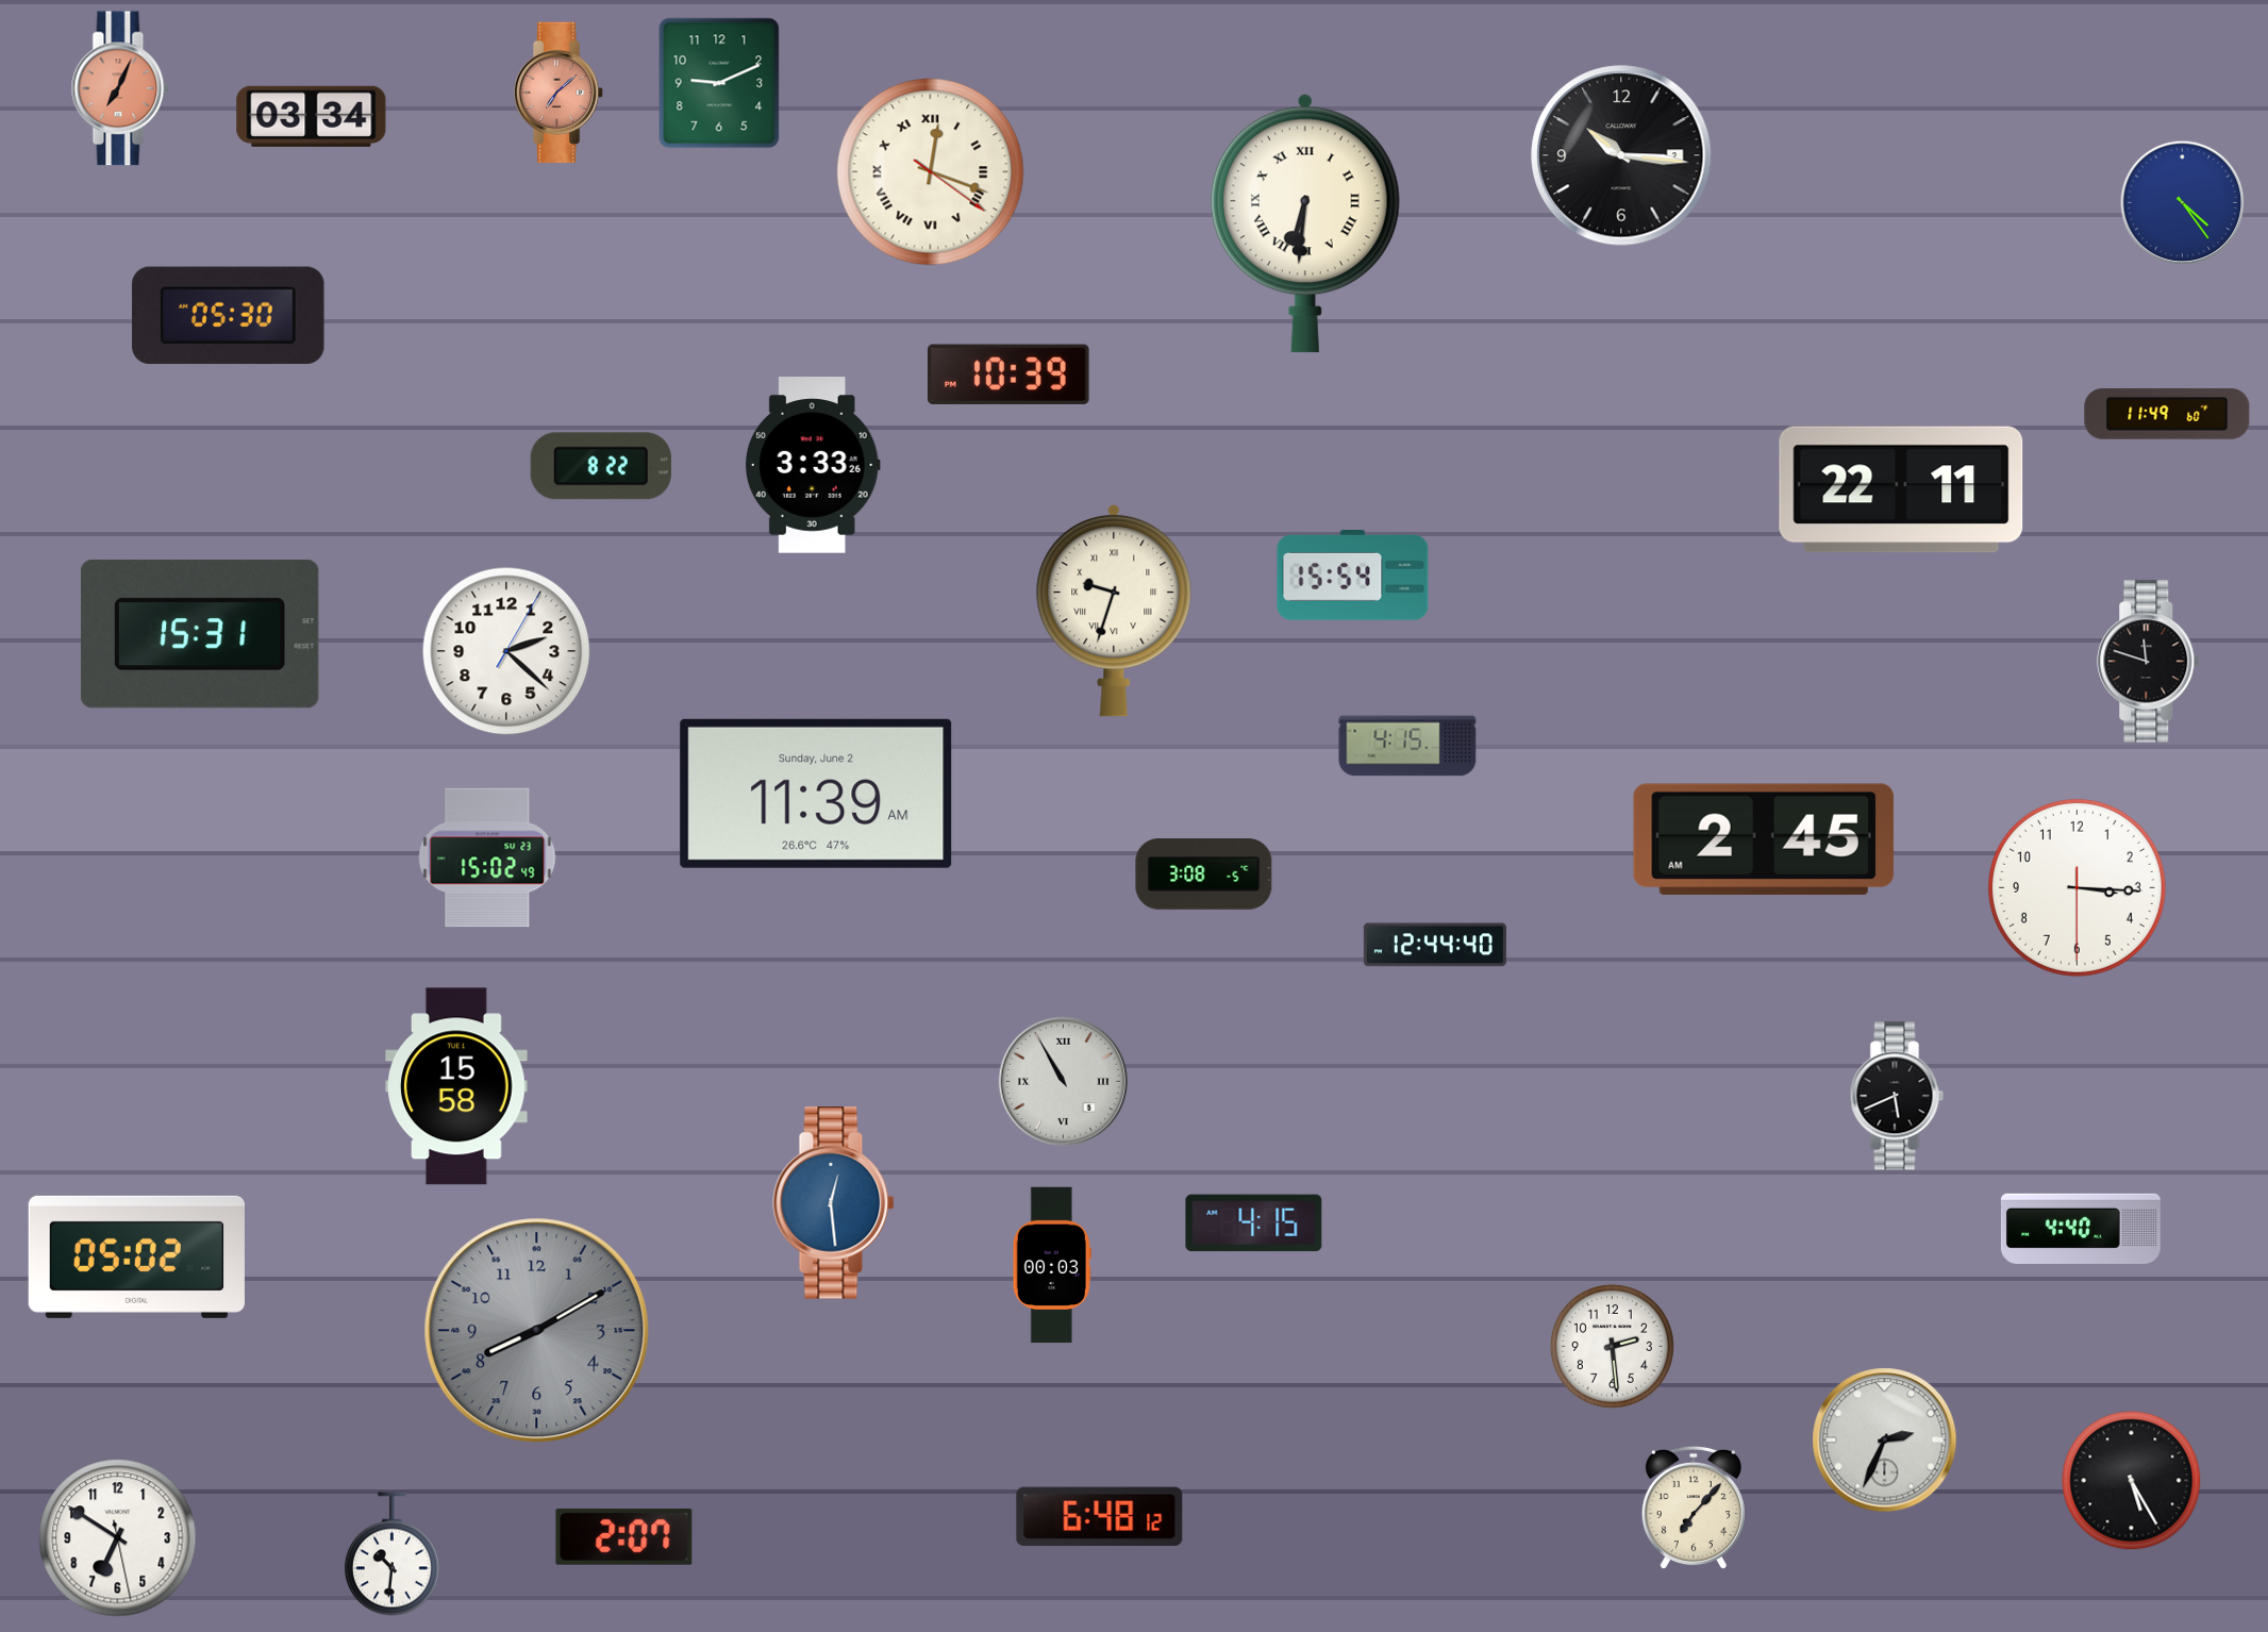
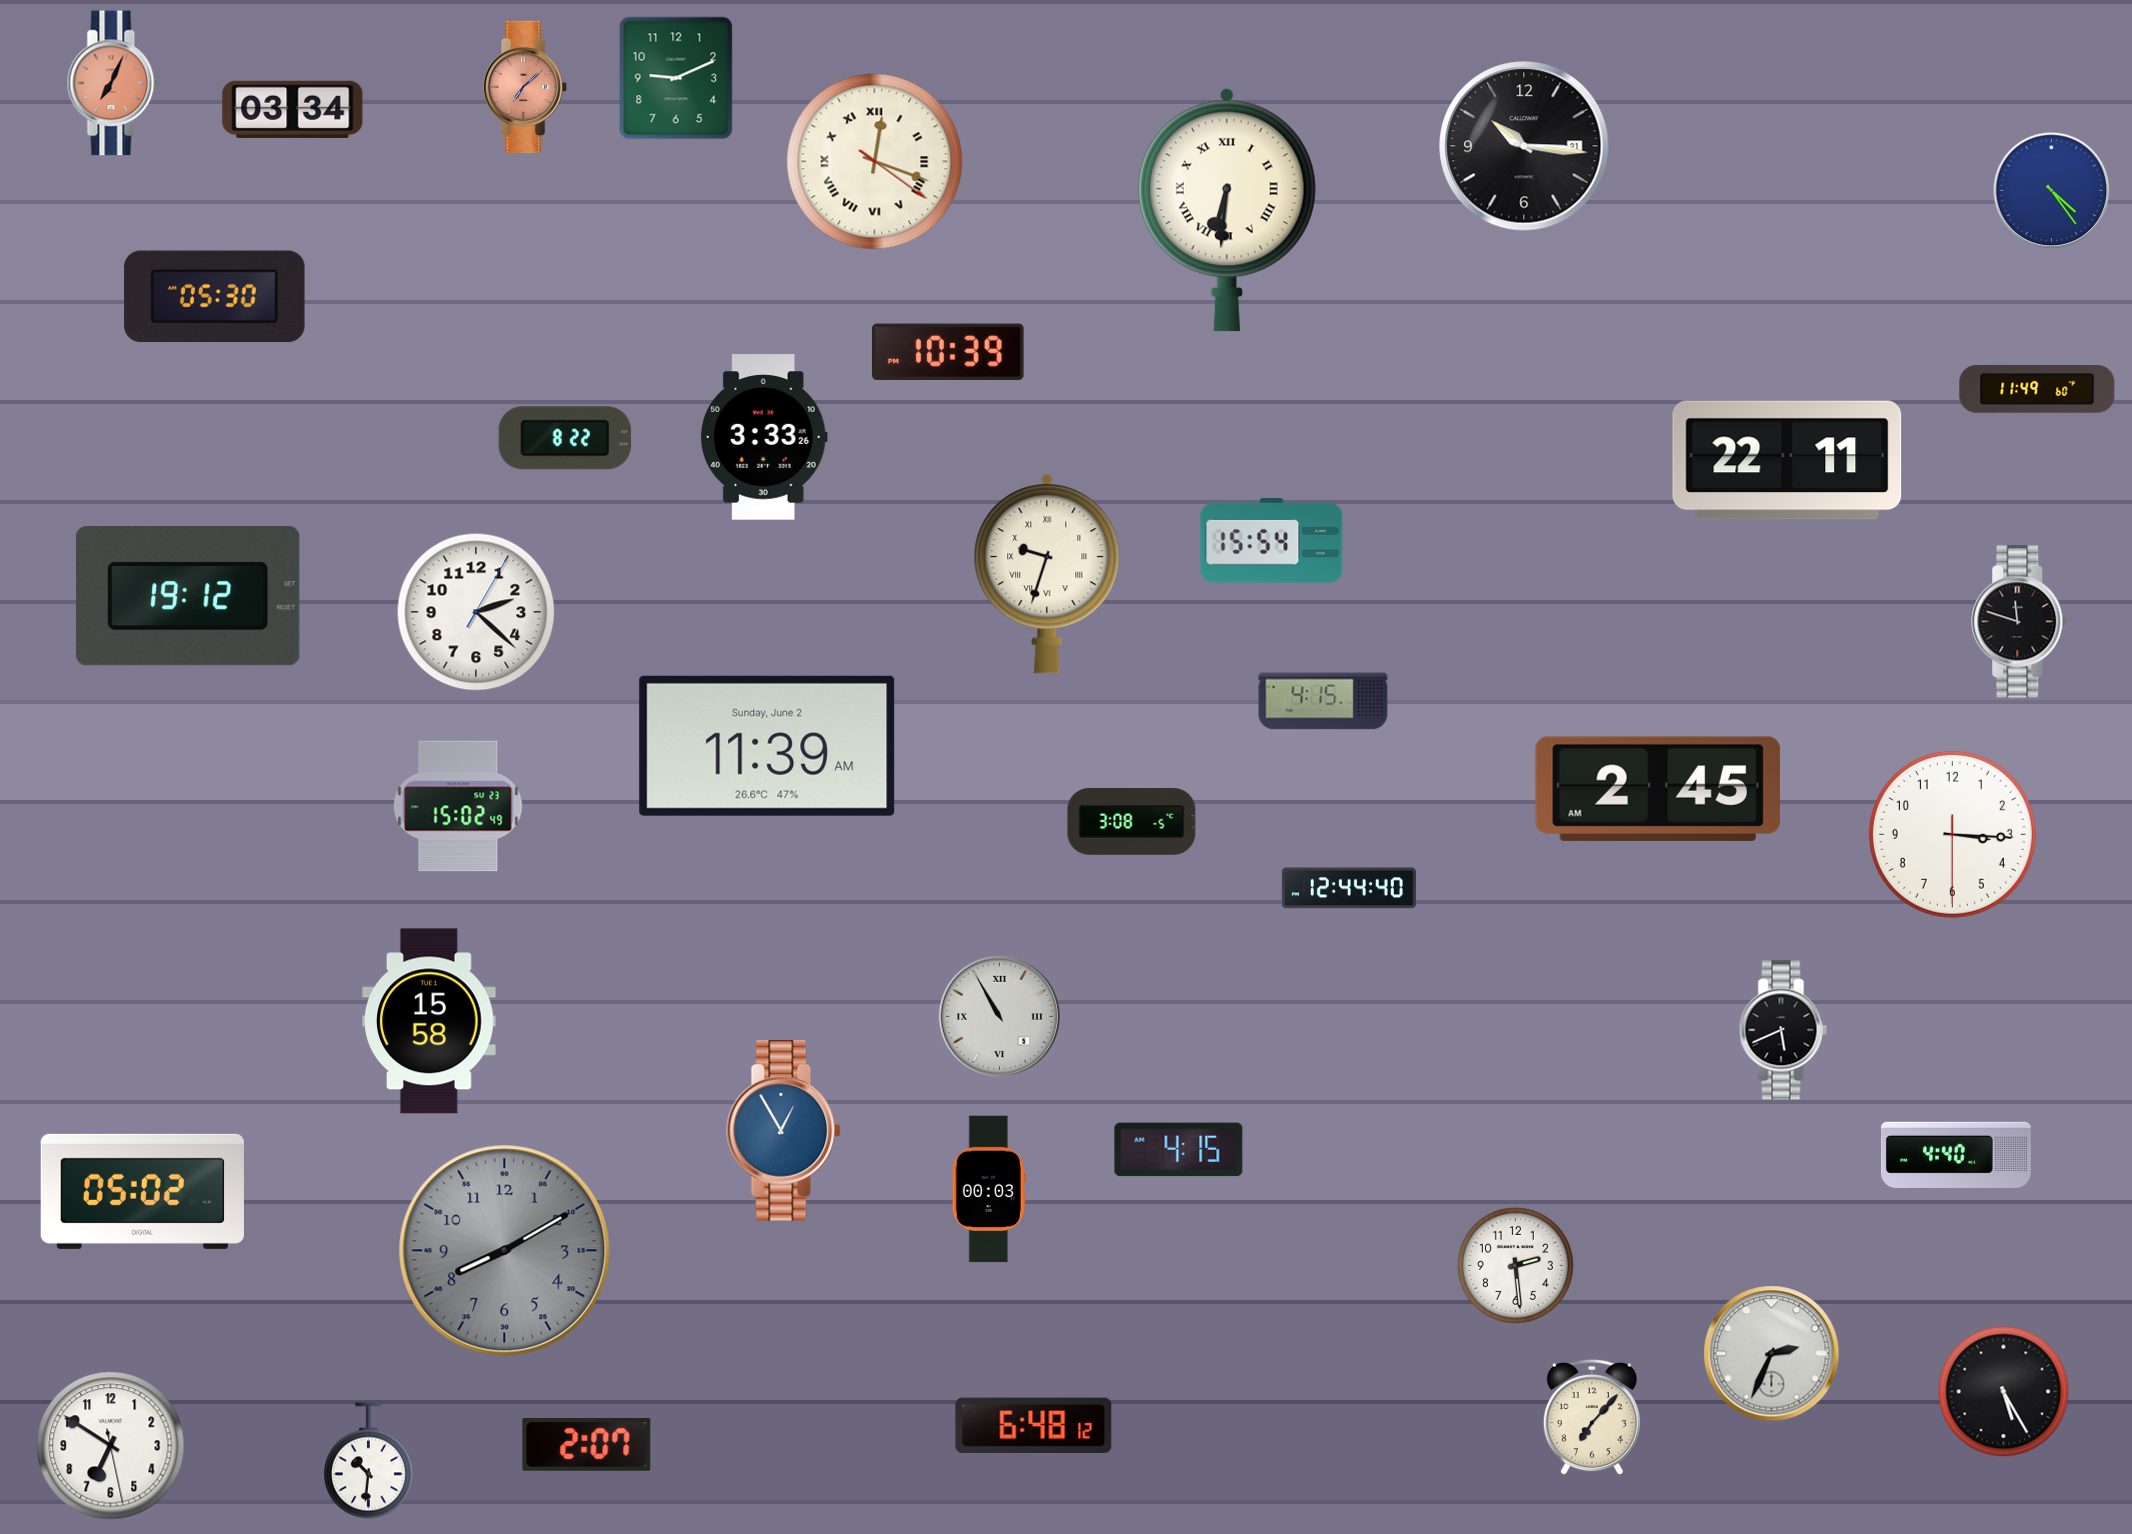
clock at (1621, 155) date: 2 -> 21
clock at (200, 634): 15:31 -> 19:12
clock at (834, 1203): 12:29 -> 12:55
clock at (136, 1256) position: (136, 1256) -> (142, 1191)
